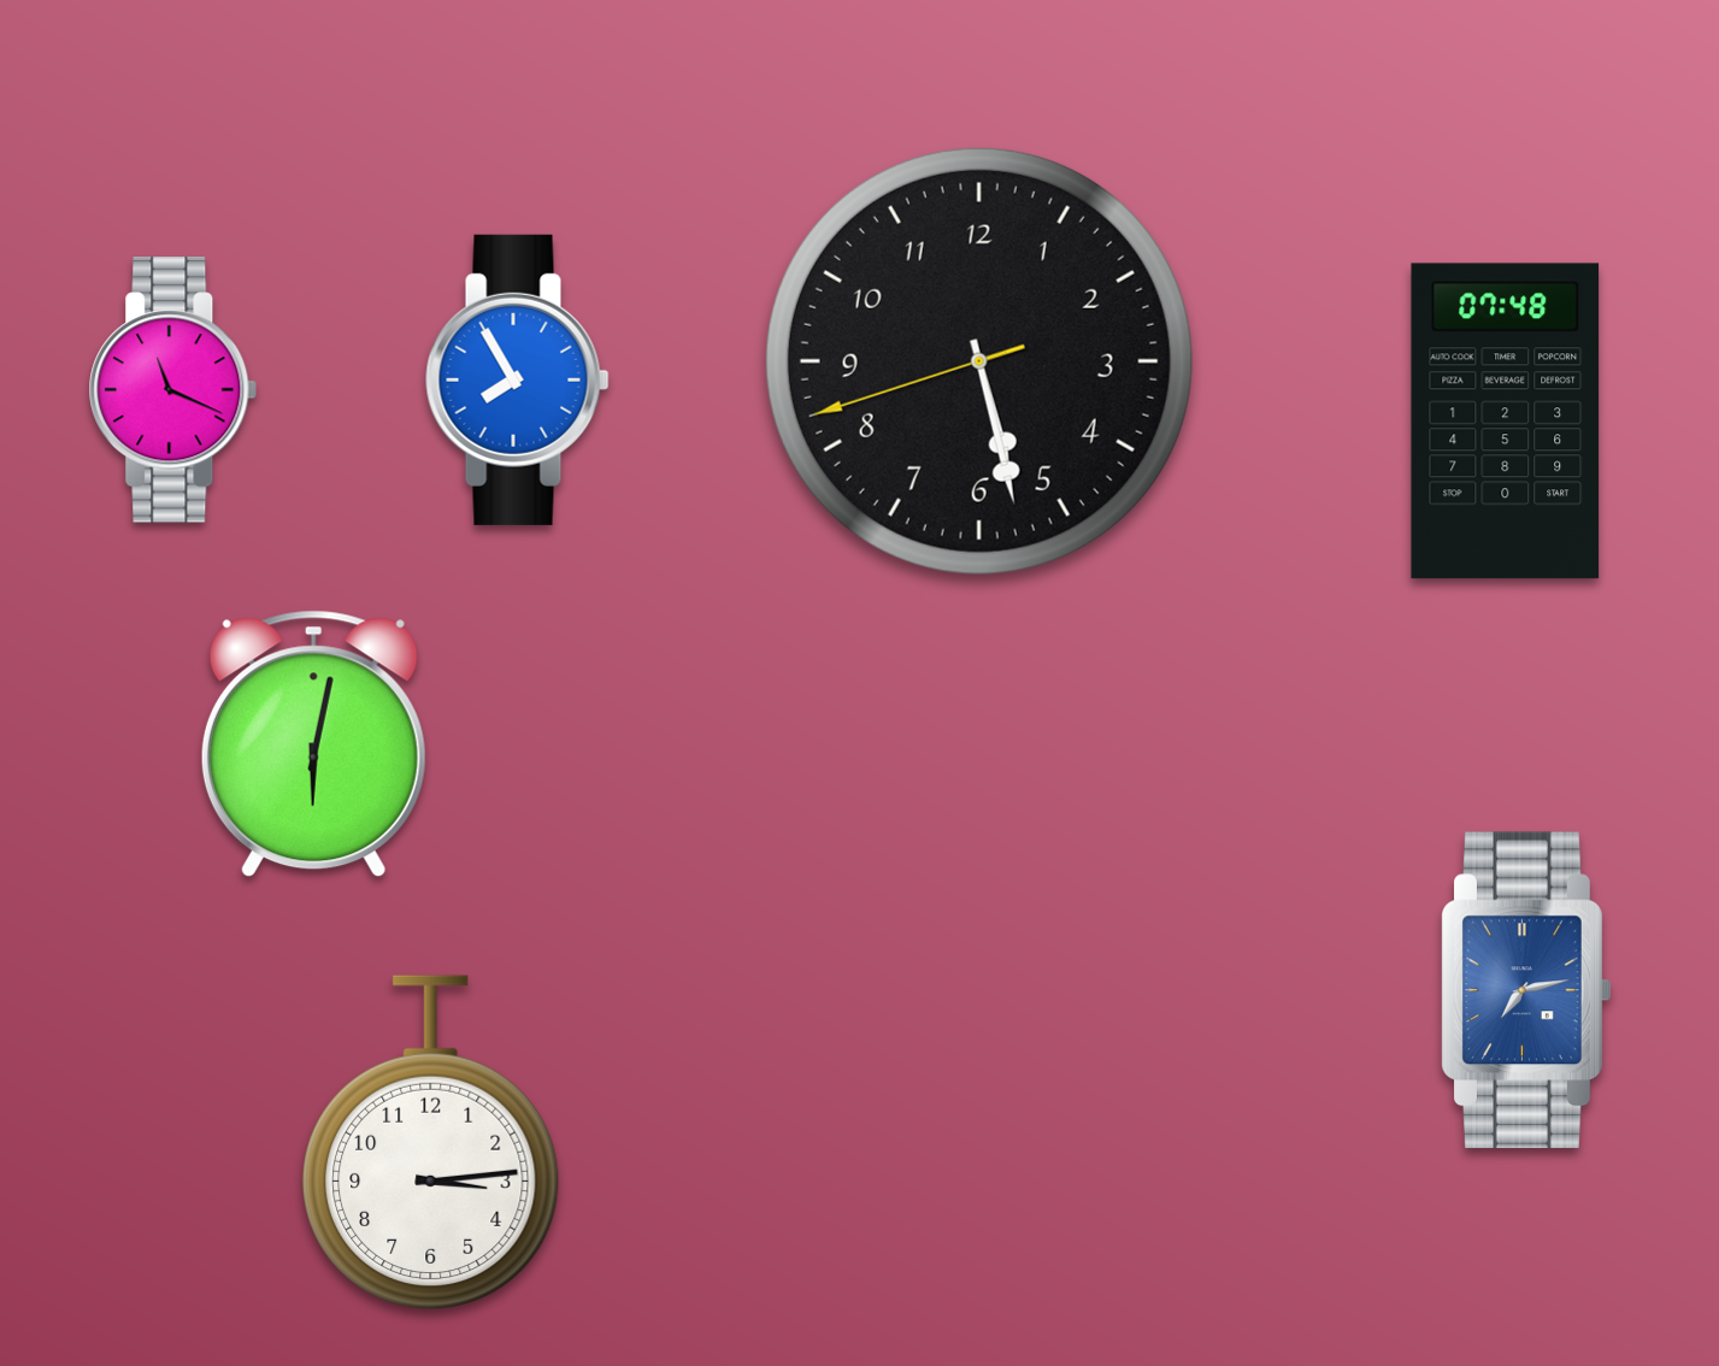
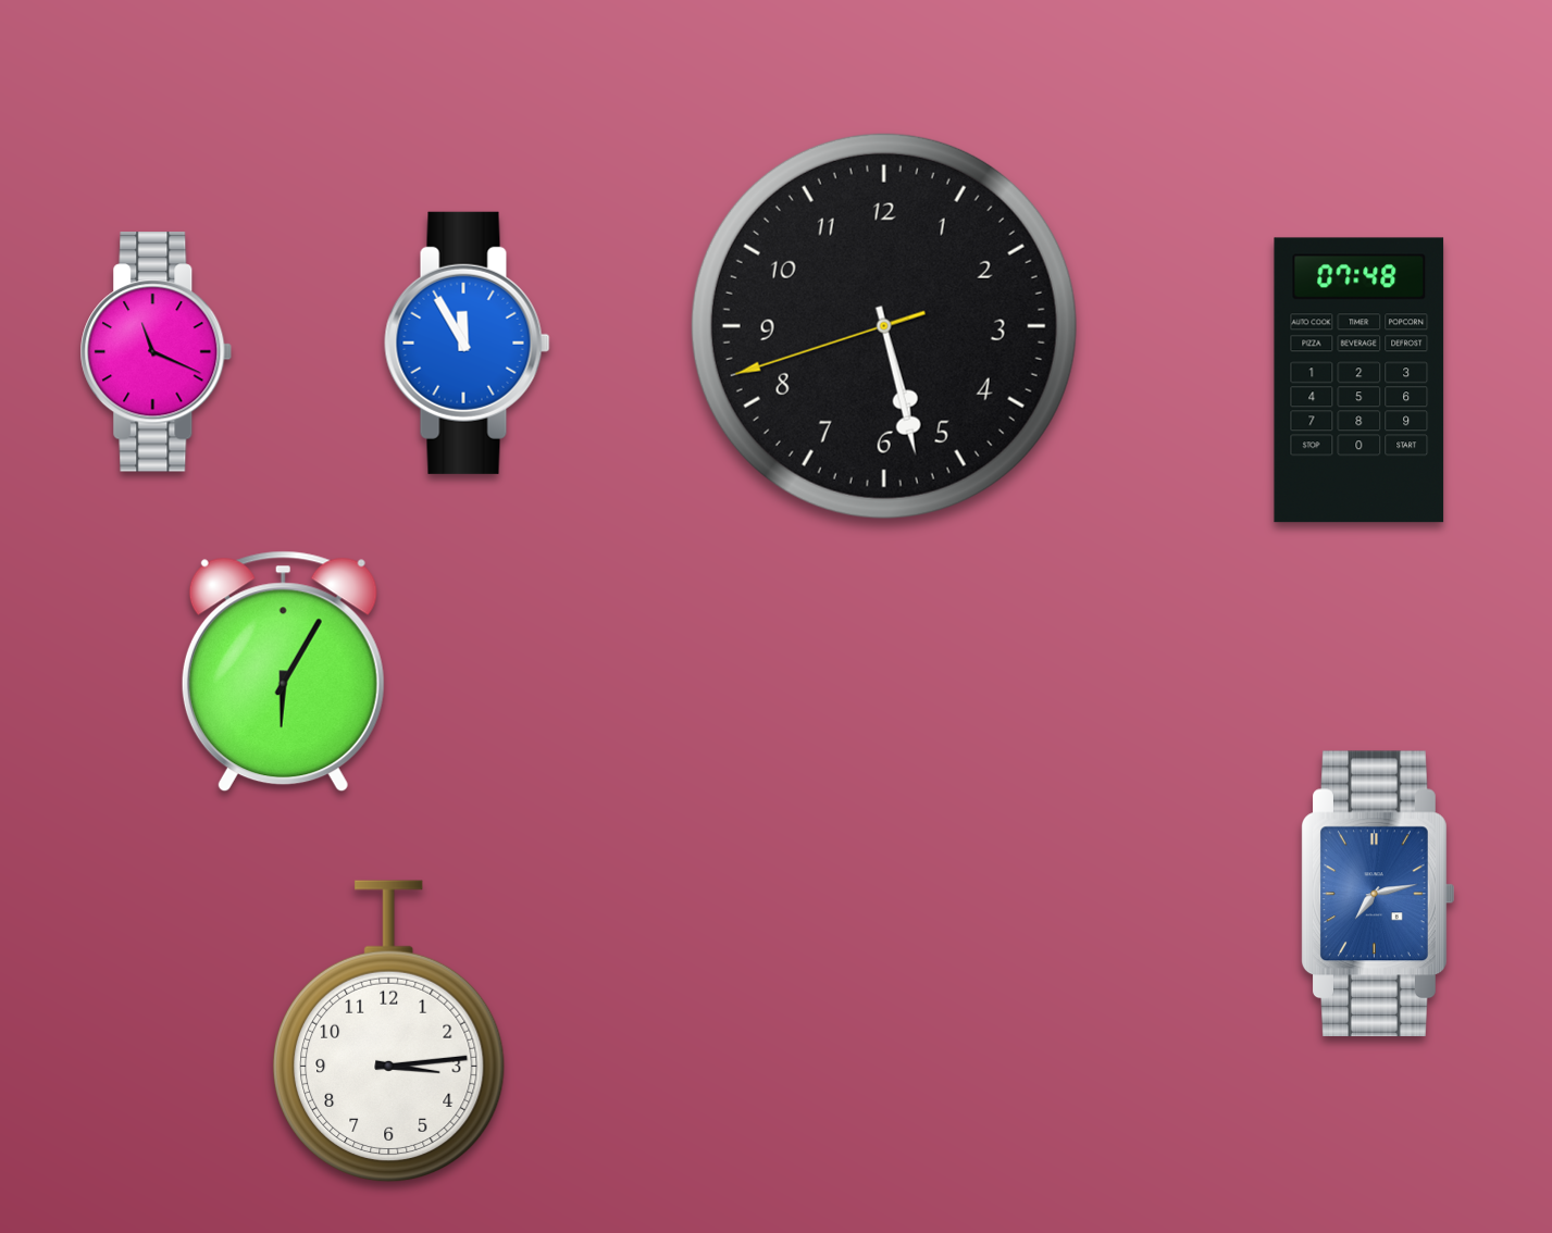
clock at (518, 379): 7:55 -> 11:55
clock at (313, 744): 6:02 -> 6:05
